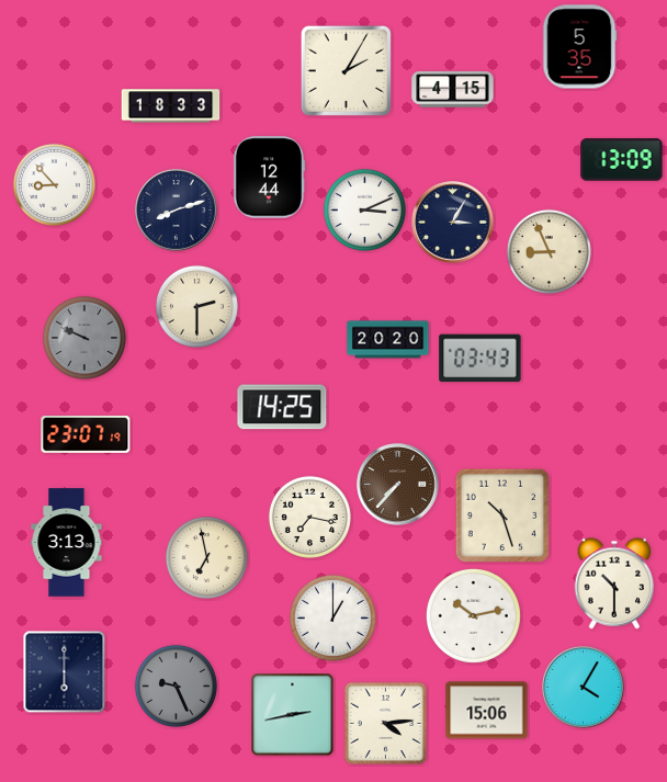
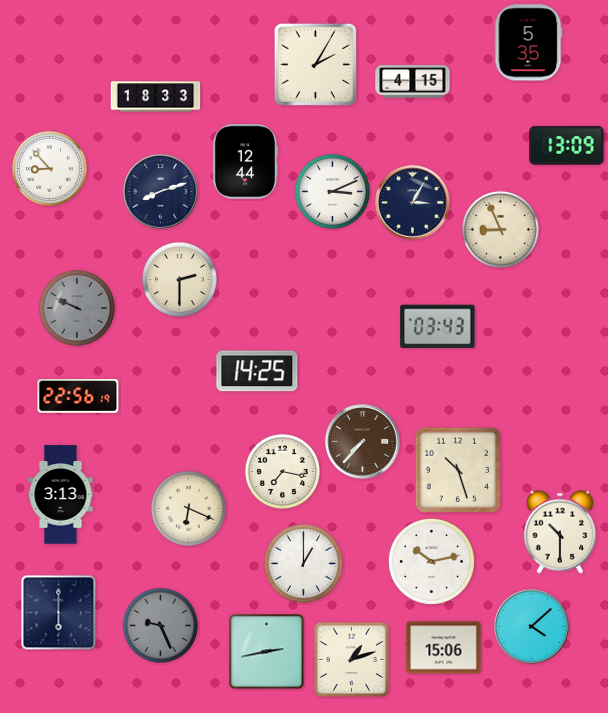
clock at (388, 340): 20:20 -> none
clock at (86, 435): 23:07 -> 22:56
clock at (206, 557): 6:58 -> 6:19
clock at (584, 688): 4:05 -> 4:08
clock at (385, 723): 4:14 -> 1:12
